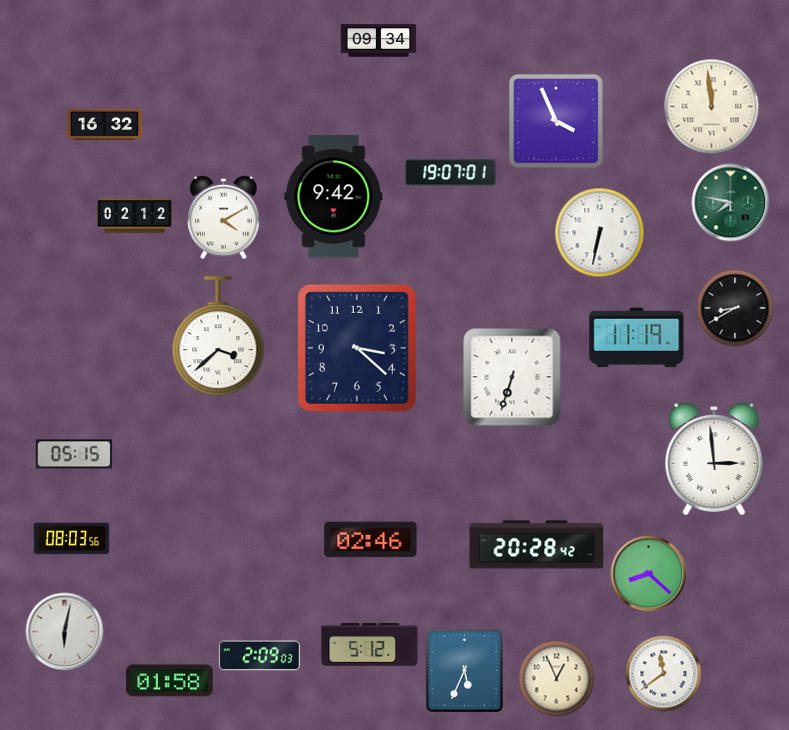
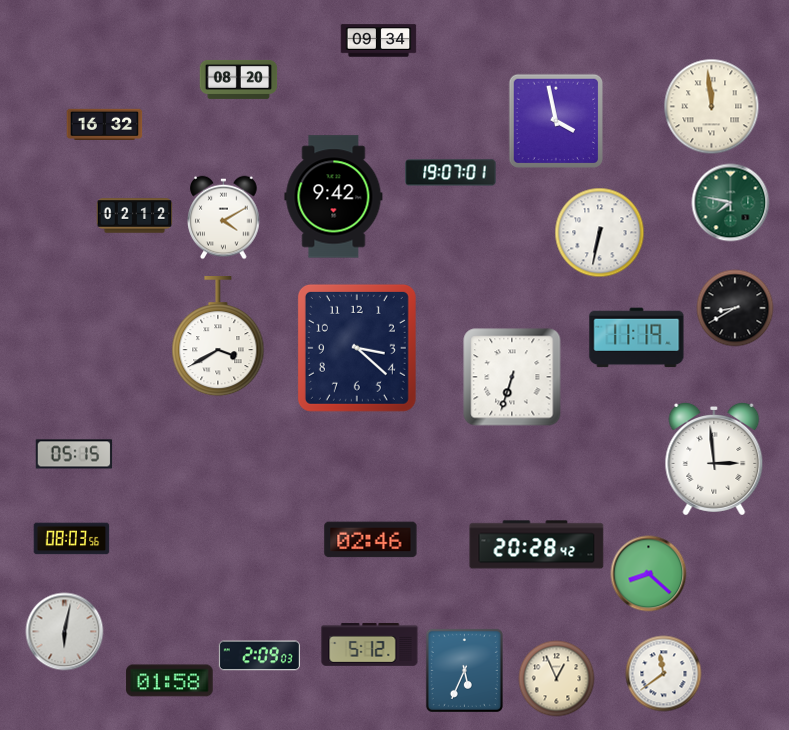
clock at (239, 79): none -> 08:20
clock at (556, 121): 3:56 -> 3:58
clock at (218, 337): 3:38 -> 3:40
